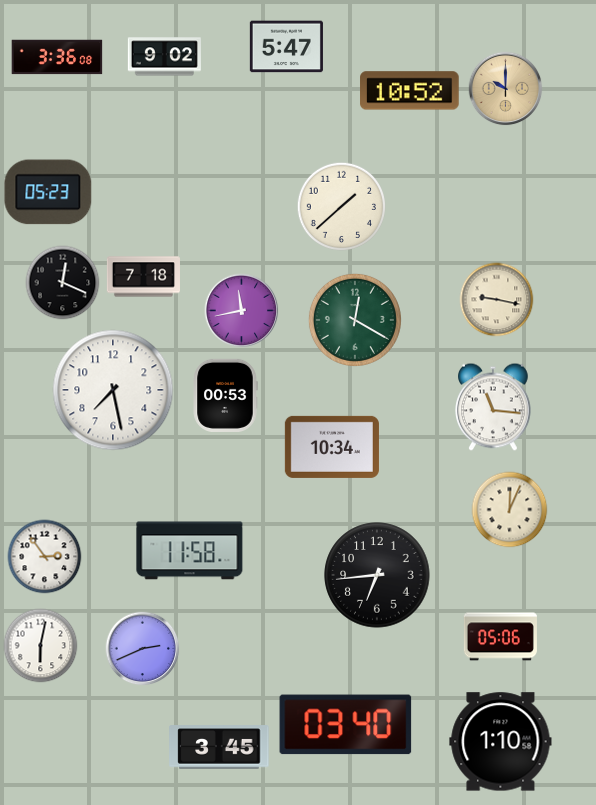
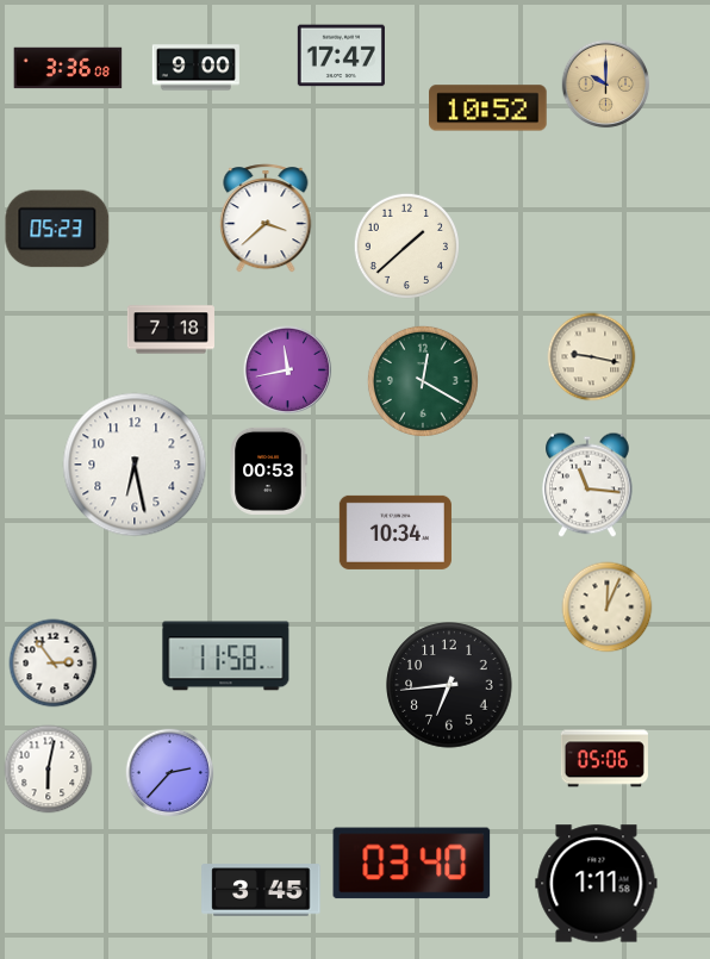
clock at (286, 47): 5:47 -> 17:47
clock at (164, 57): 9:02 -> 9:00
clock at (506, 89) position: (506, 89) -> (606, 85)
clock at (266, 218): none -> 3:38
clock at (63, 283): 12:19 -> none
clock at (113, 390): 7:28 -> 6:28
clock at (500, 637) position: (500, 637) -> (604, 759)
clock at (143, 649): 2:41 -> 2:37
clock at (501, 742): 1:10 -> 1:11
